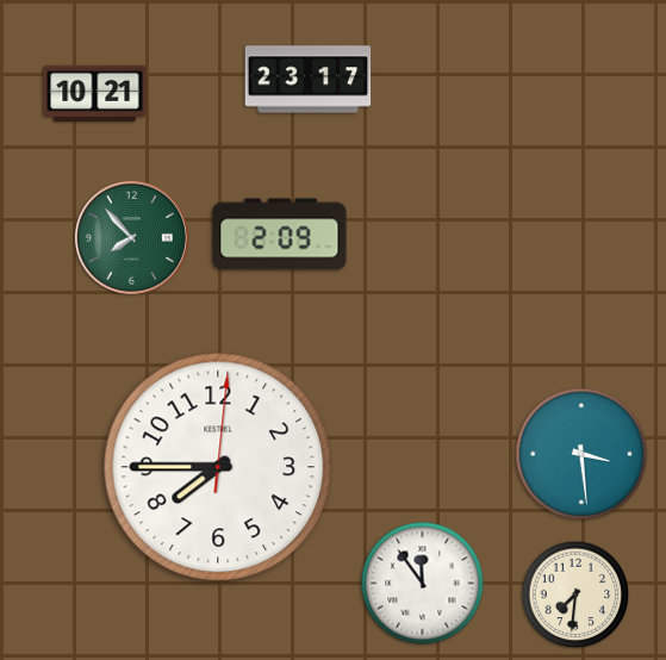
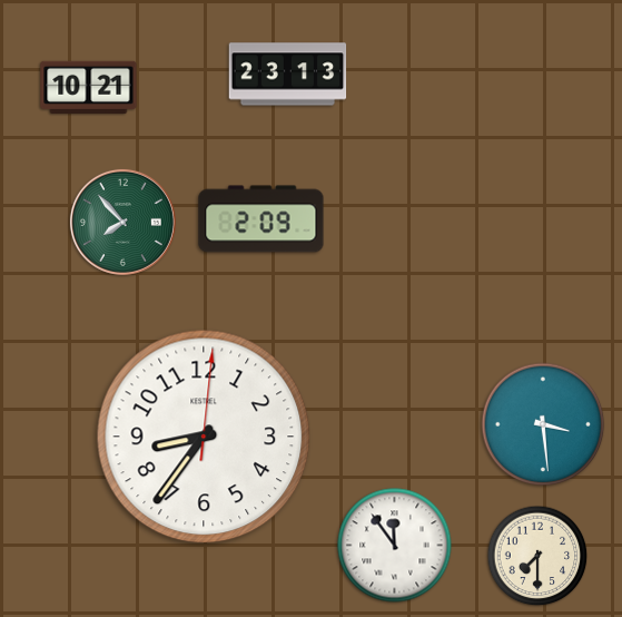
clock at (309, 80): 23:17 -> 23:13
clock at (218, 467): 7:45 -> 8:36
clock at (575, 594): 7:31 -> 7:30
